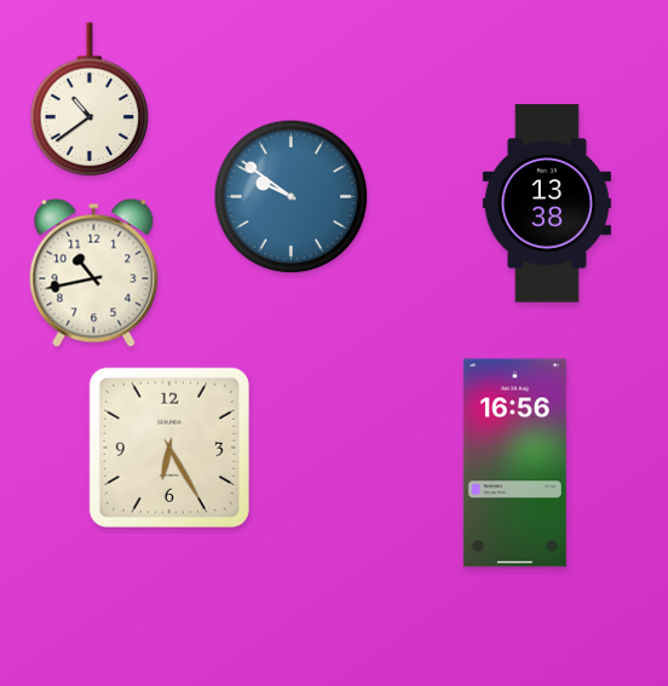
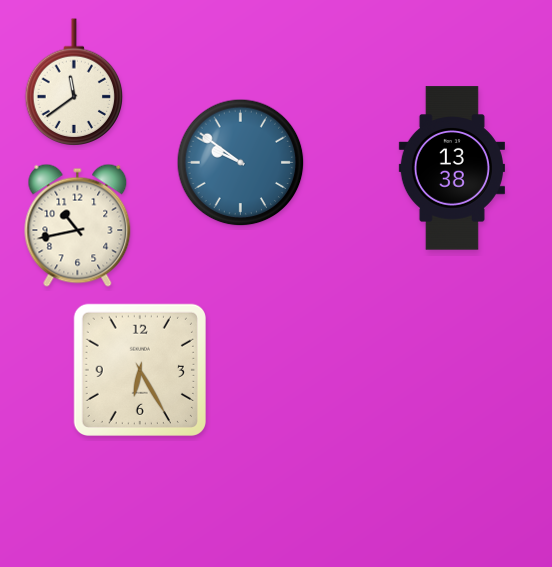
clock at (90, 100): 10:39 -> 11:39
clock at (514, 463): 16:56 -> none
